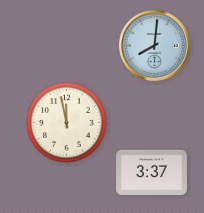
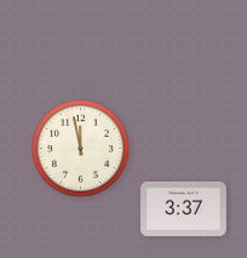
clock at (154, 45): 8:01 -> none
